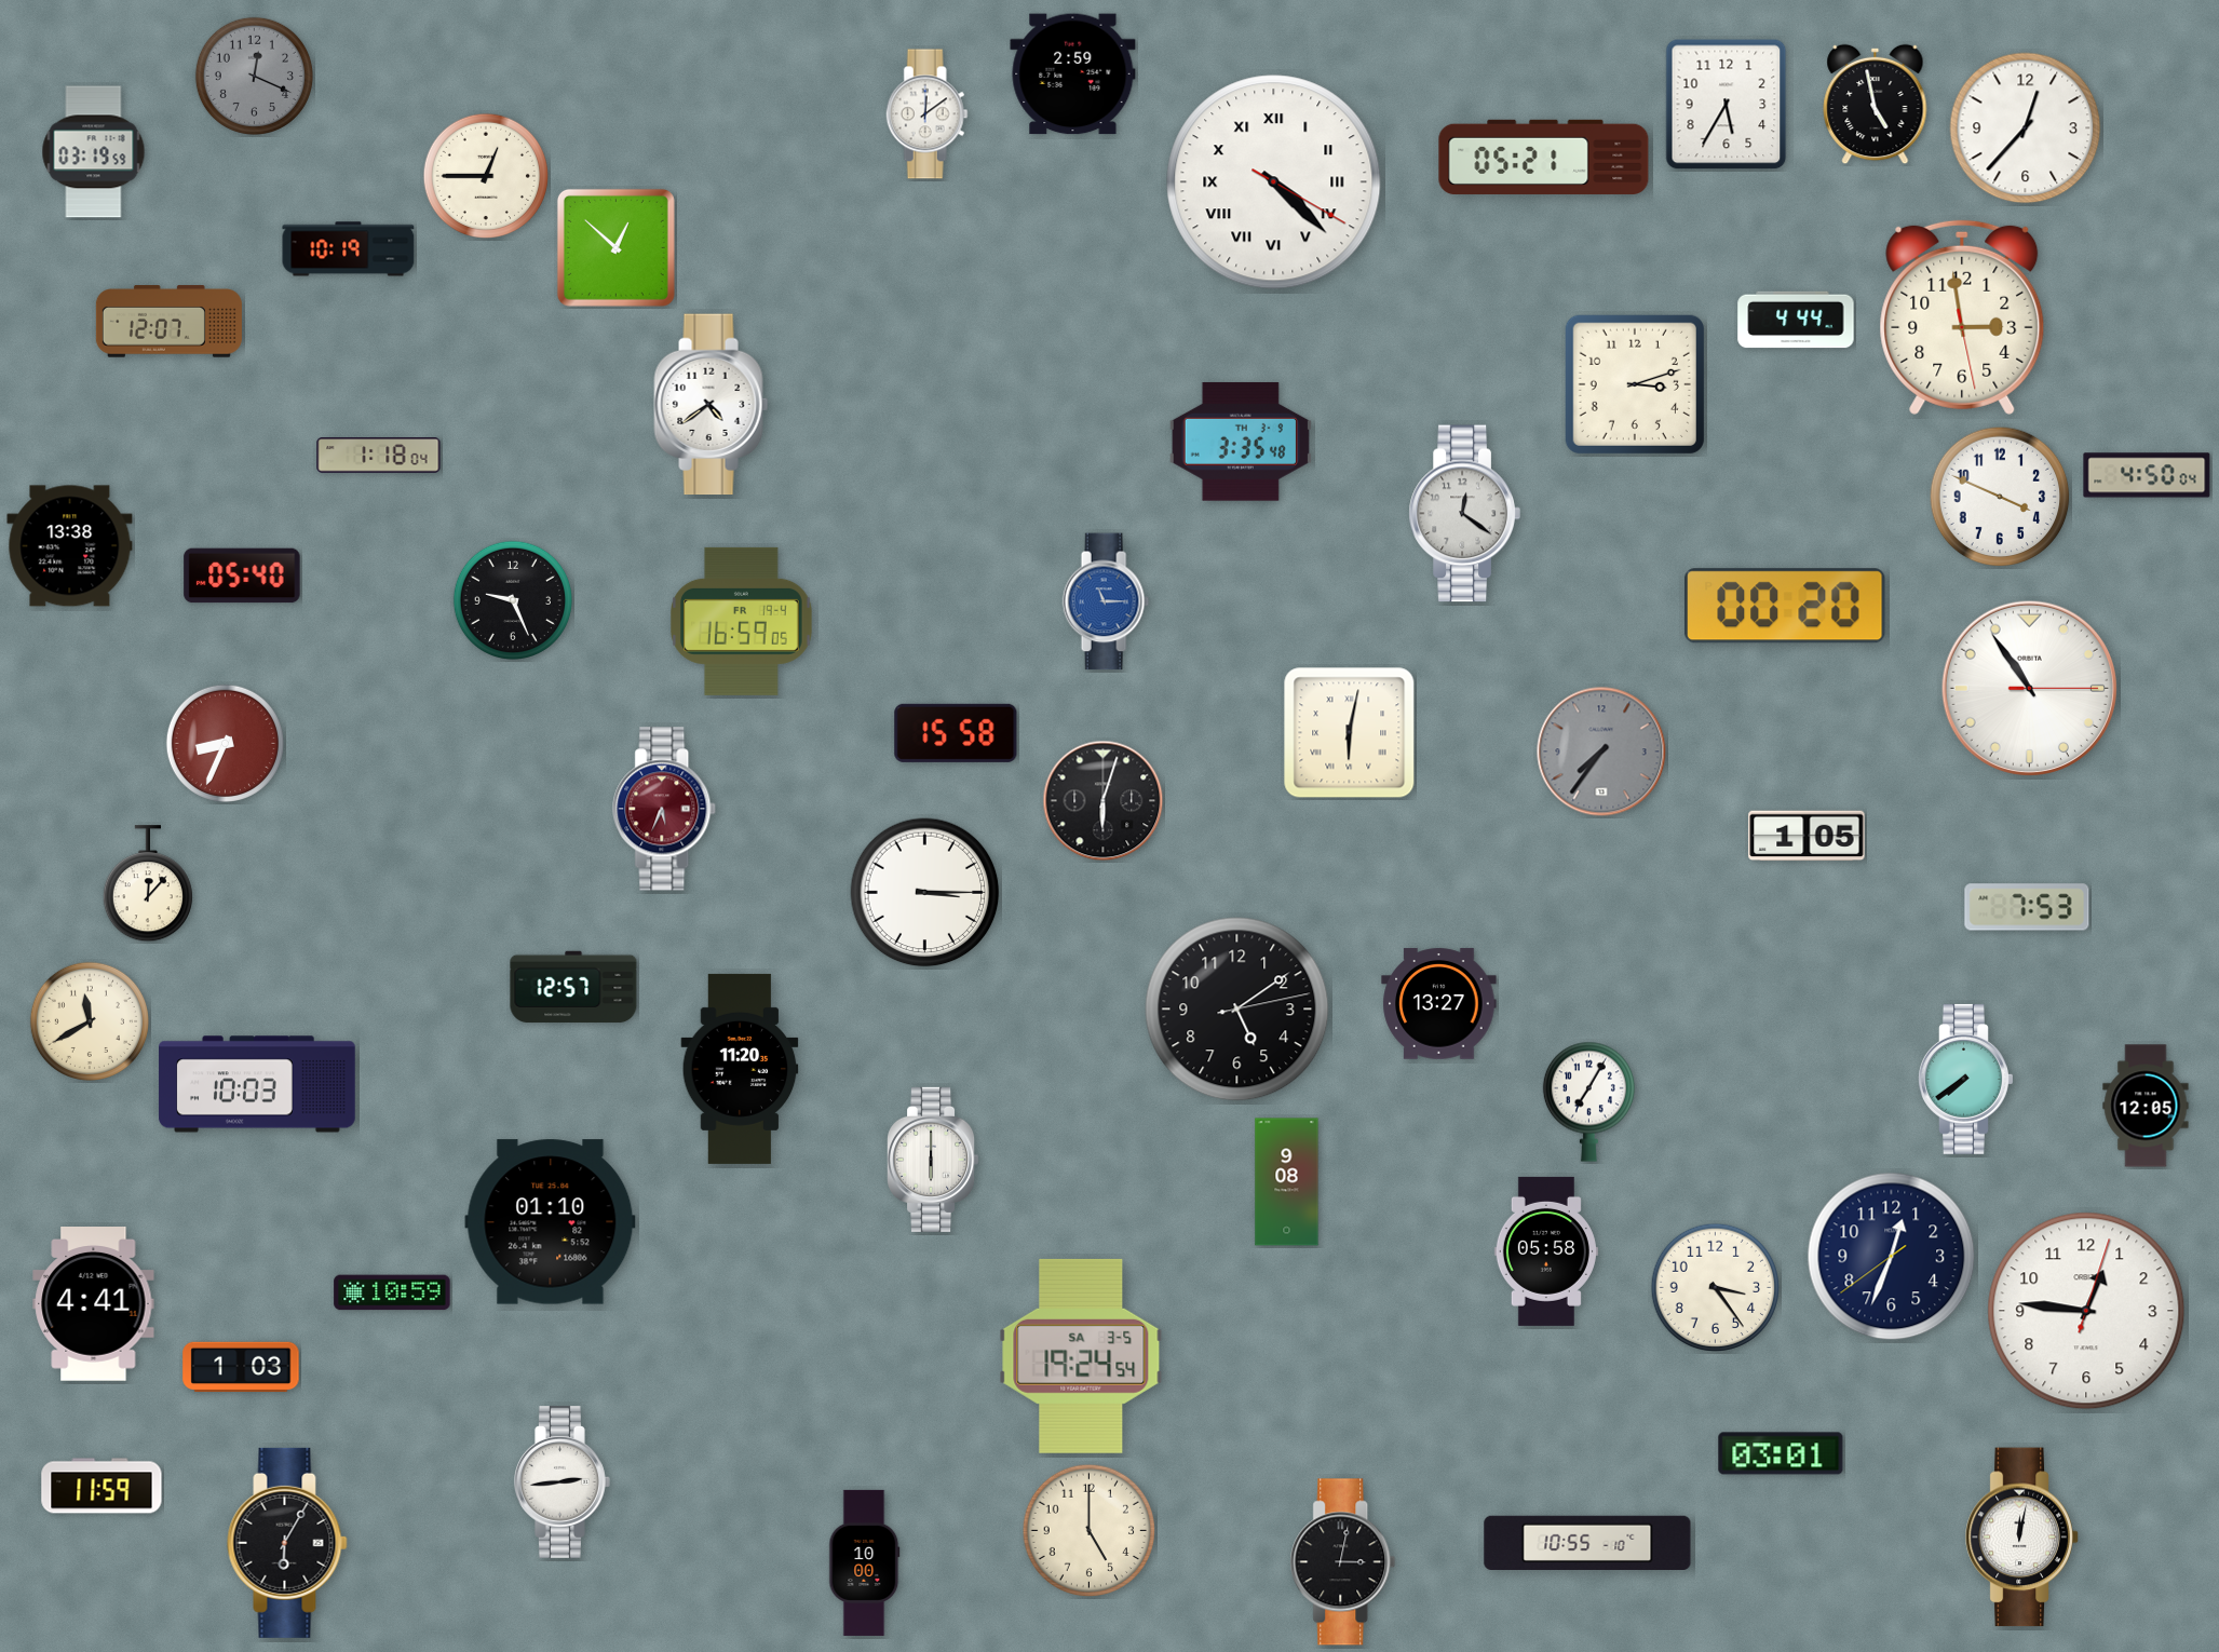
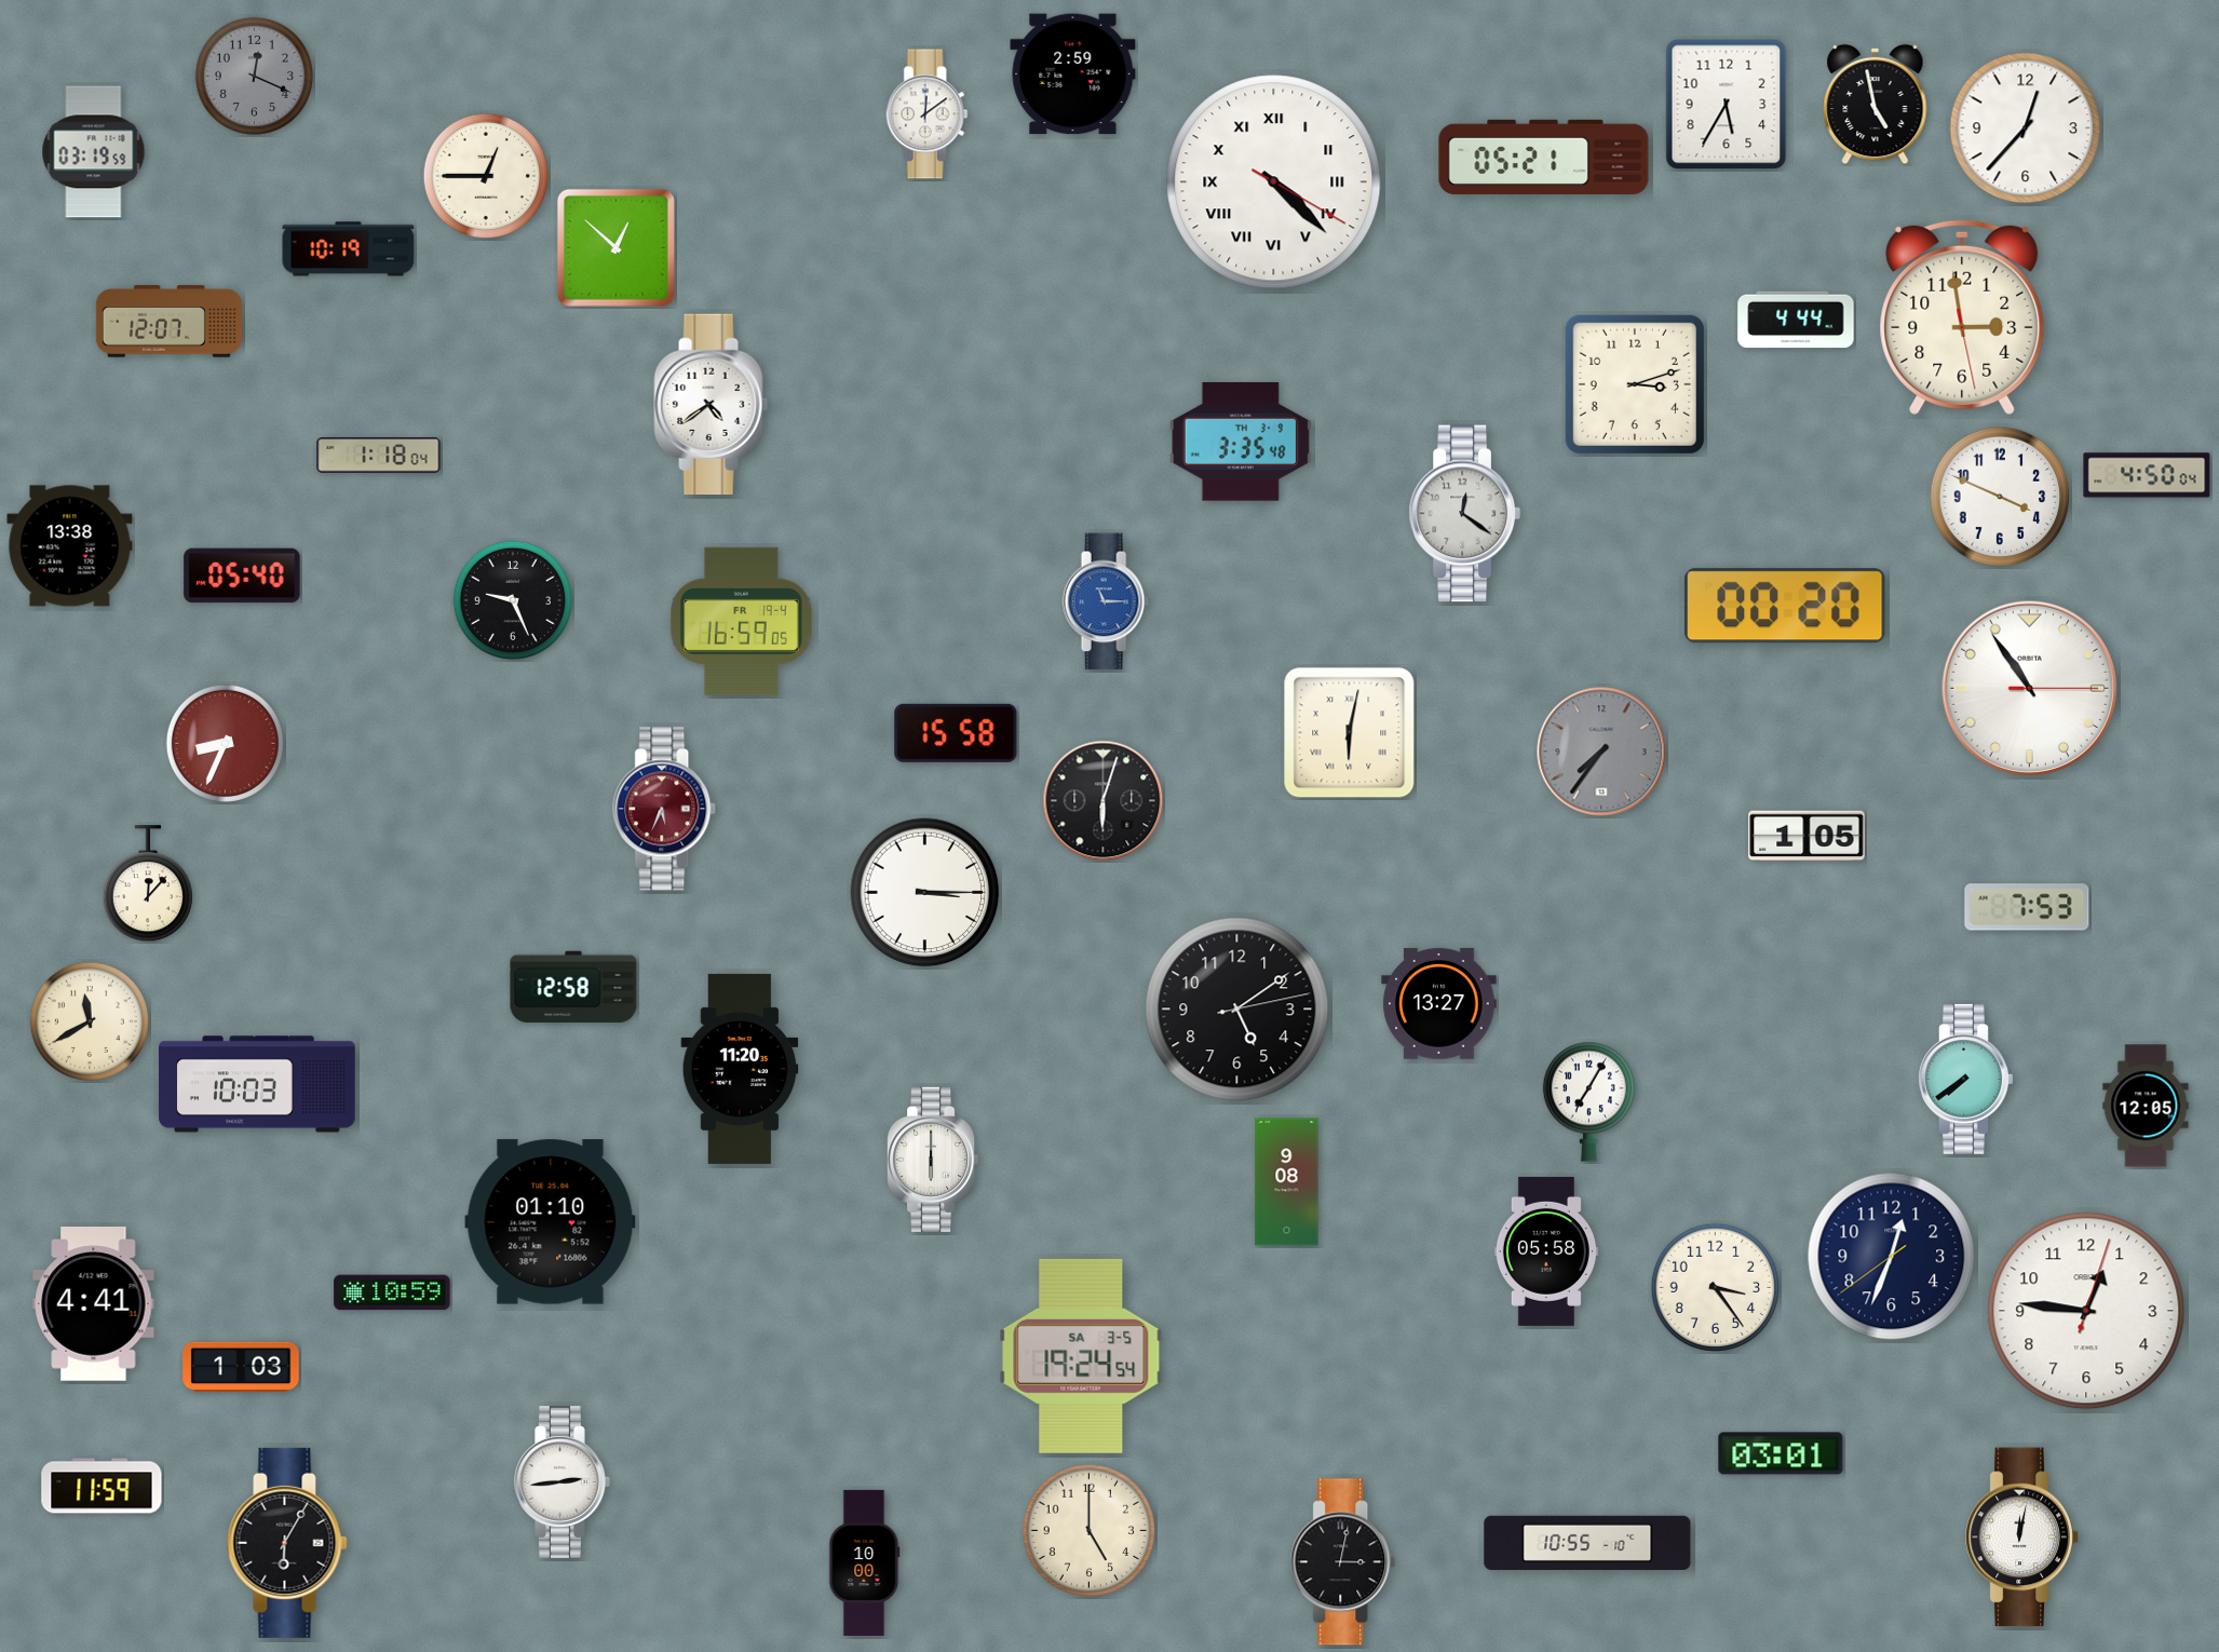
clock at (573, 987): 12:57 -> 12:58
